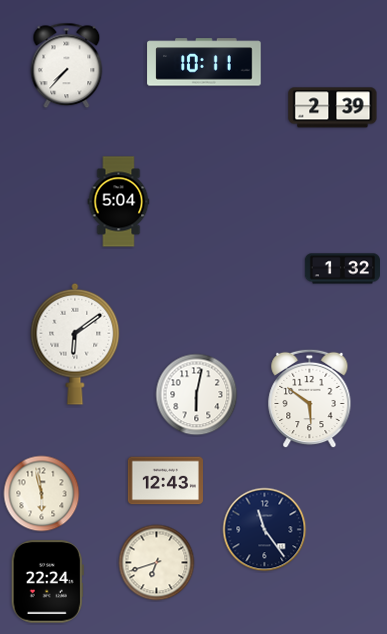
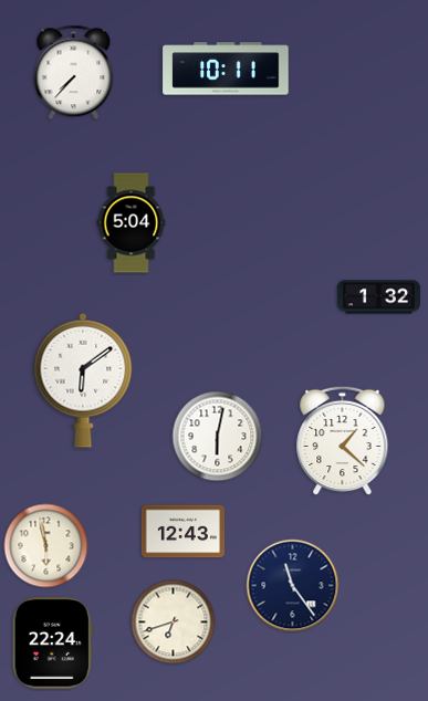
clock at (333, 108): 2:39 -> none
clock at (310, 399): 5:51 -> 1:22
